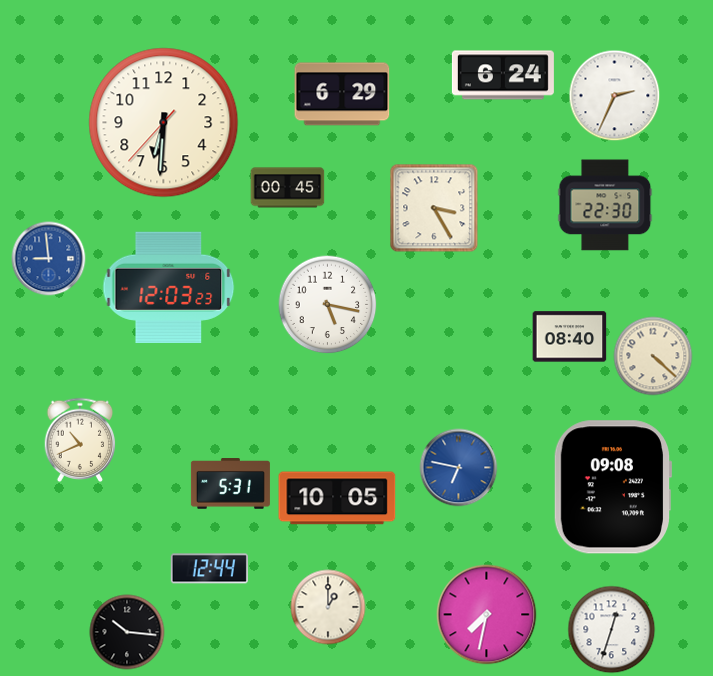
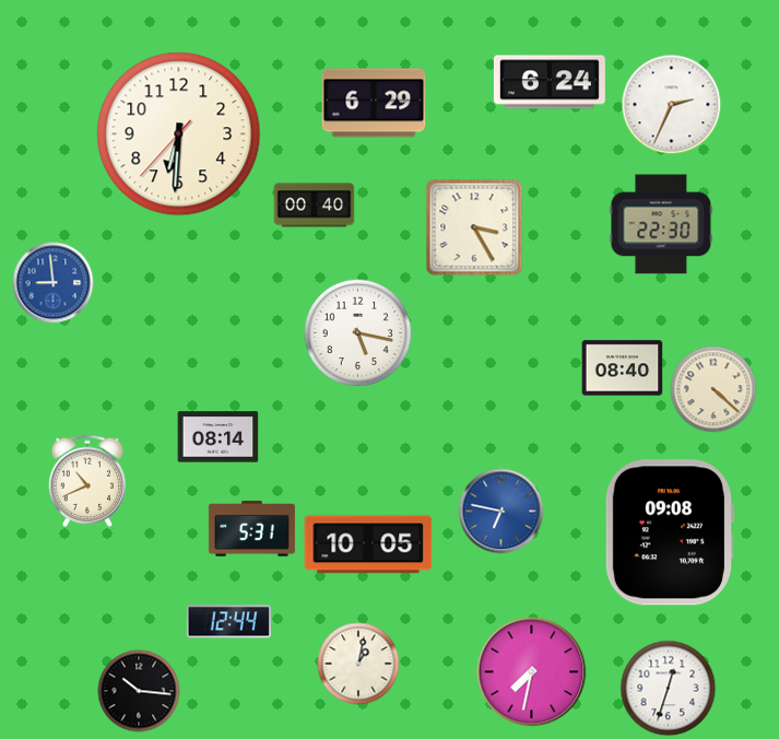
clock at (288, 188): 00:45 -> 00:40
clock at (169, 287): 12:03 -> none
clock at (219, 437): none -> 08:14
clock at (328, 607): 1:00 -> 1:02
